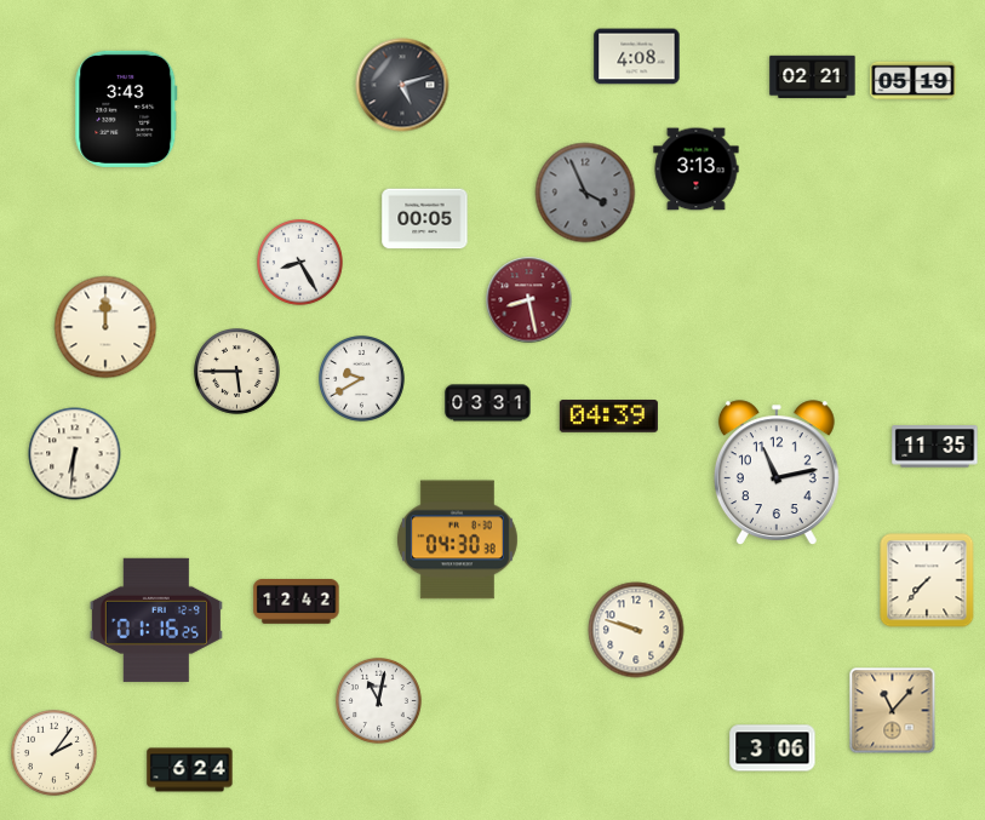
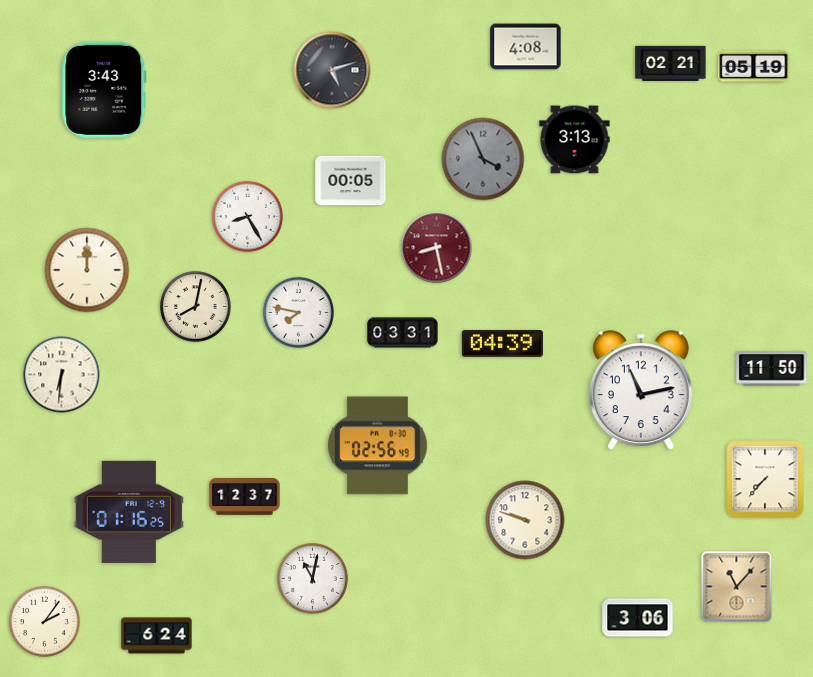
clock at (237, 372): 5:45 -> 8:02
clock at (362, 379): 9:40 -> 7:47
clock at (935, 447): 11:35 -> 11:50
clock at (457, 540): 04:30 -> 02:56
clock at (297, 602): 12:42 -> 12:37
